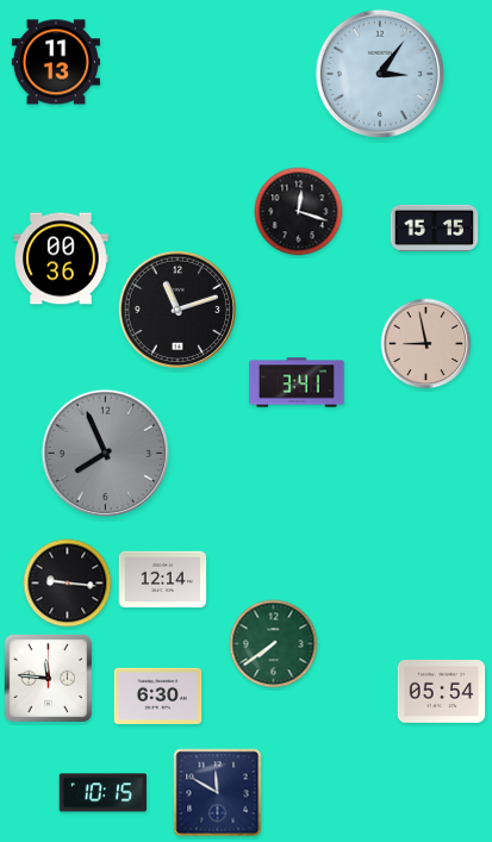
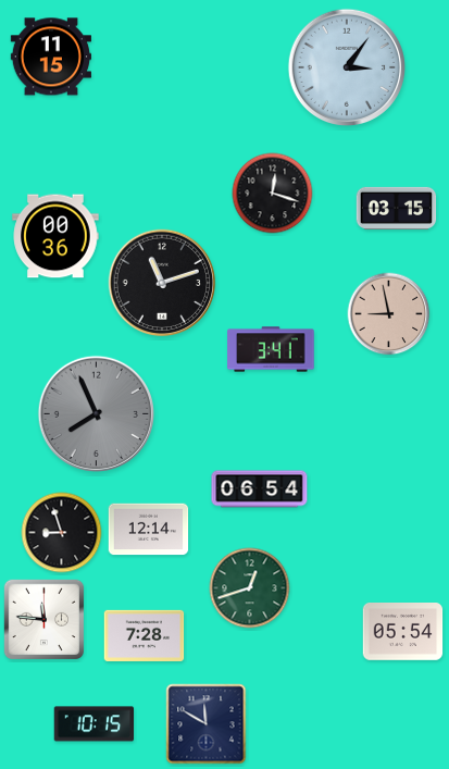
clock at (55, 62): 11:13 -> 11:15
clock at (435, 227): 15:15 -> 03:15
clock at (260, 489): none -> 06:54
clock at (68, 584): 9:16 -> 8:57
clock at (274, 644): 7:39 -> 12:42
clock at (158, 696): 6:30 -> 7:28
clock at (218, 793) position: (218, 793) -> (207, 724)
